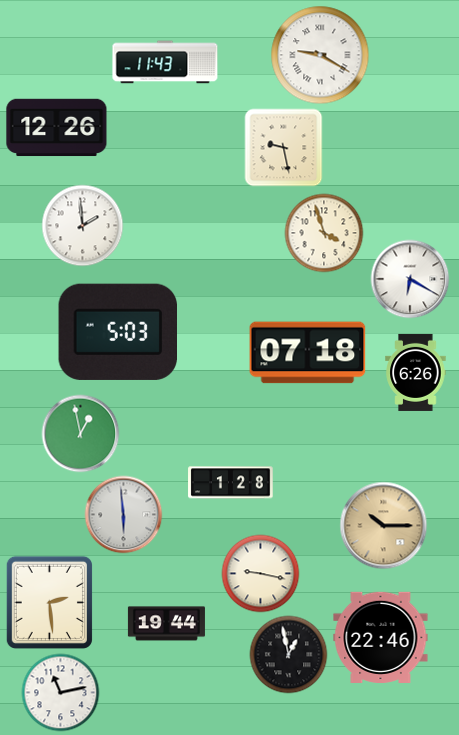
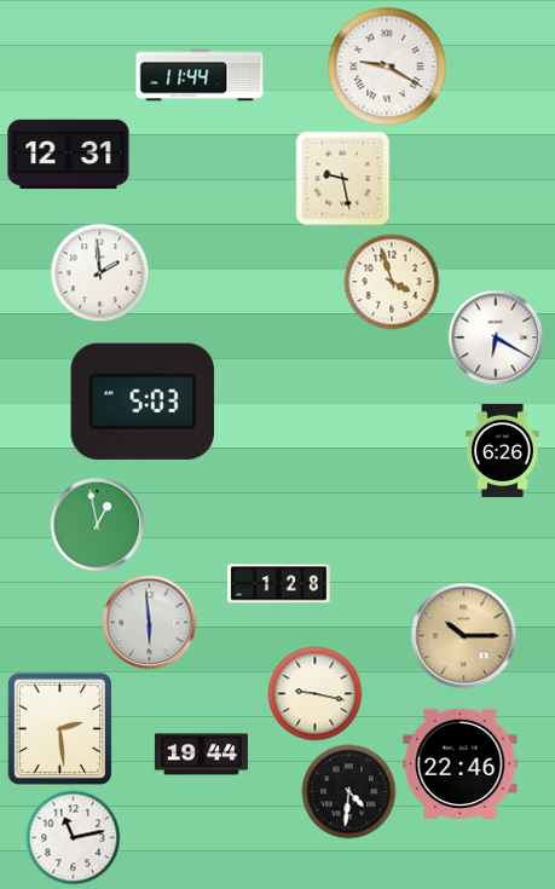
clock at (165, 62): 11:43 -> 11:44
clock at (57, 128): 12:26 -> 12:31
clock at (308, 353): 07:18 -> none
clock at (381, 637) position: (381, 637) -> (461, 763)
clock at (288, 654): 12:58 -> 4:31
